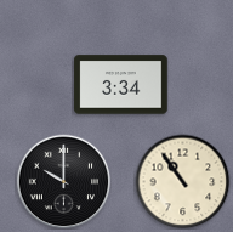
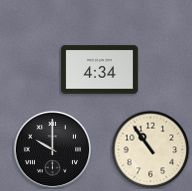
clock at (121, 85): 3:34 -> 4:34
